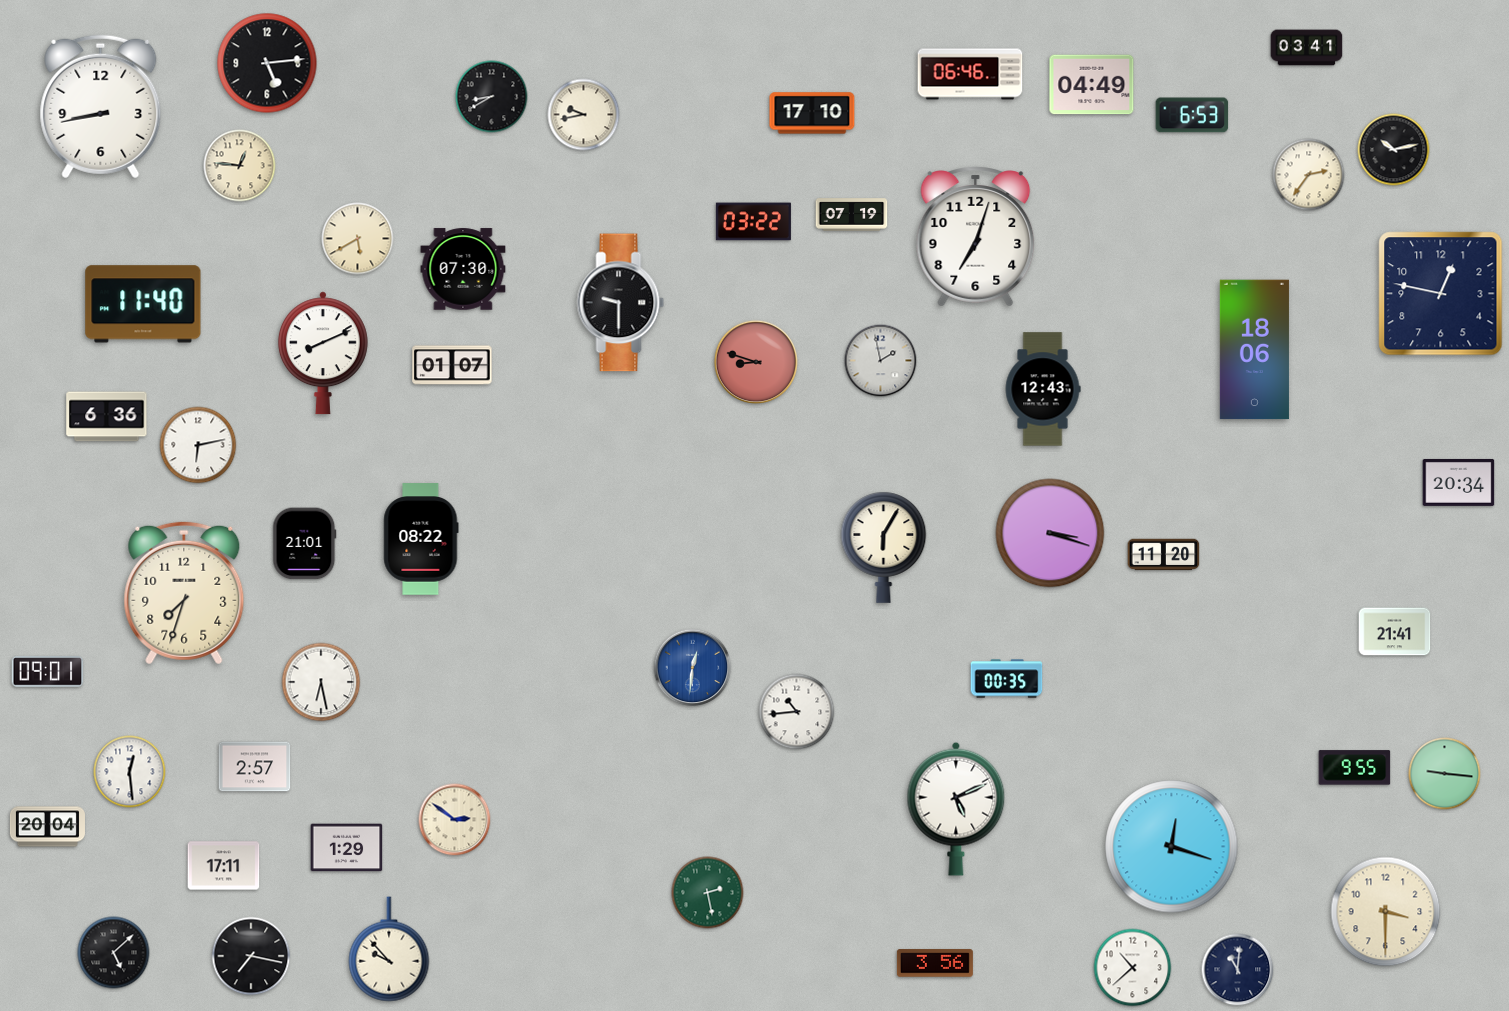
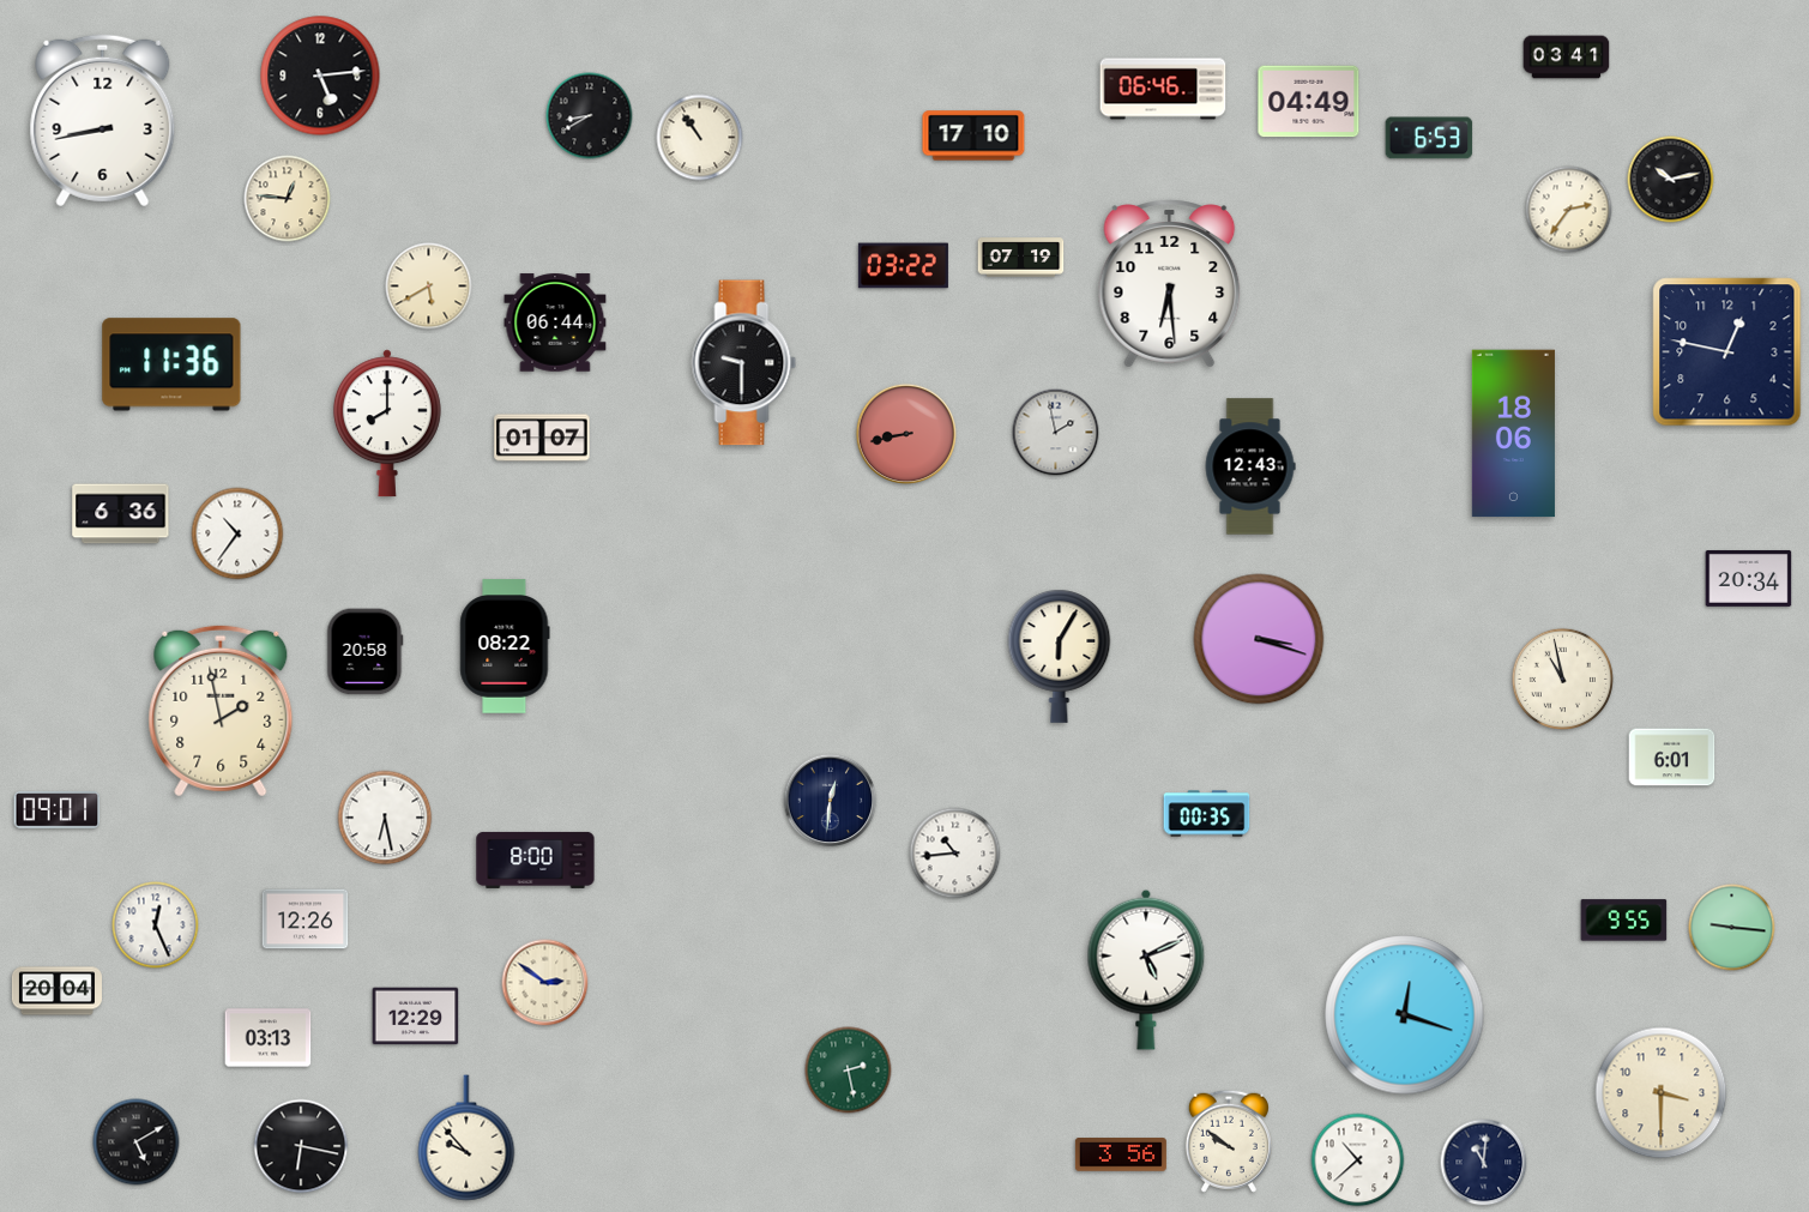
clock at (101, 107) position: (101, 107) -> (103, 121)
clock at (584, 115): 9:43 -> 10:54
clock at (976, 237): 7:03 -> 6:29
clock at (463, 269): 07:30 -> 06:44
clock at (143, 304): 11:40 -> 11:36
clock at (1254, 350) position: (1254, 350) -> (1513, 434)
clock at (323, 353): 8:11 -> 8:00
clock at (756, 362): 8:48 -> 8:43
clock at (107, 417) position: (107, 417) -> (121, 514)
clock at (198, 445): 6:13 -> 10:36
clock at (305, 544): 21:01 -> 20:58
clock at (1164, 555): 11:20 -> none
clock at (1563, 680): none -> 10:58
clock at (184, 593): 7:33 -> 1:58
clock at (1395, 632): 21:41 -> 6:01
clock at (693, 668) dial: blue -> navy
clock at (48, 672) position: (48, 672) -> (58, 810)
clock at (536, 860): none -> 8:00
clock at (255, 767): 2:57 -> 12:26
clock at (130, 772): 12:29 -> 12:26
clock at (347, 848): 1:29 -> 12:29
clock at (224, 866): 17:11 -> 03:13
clock at (1229, 1141): none -> 9:51
clock at (114, 953): 5:08 -> 5:10
clock at (251, 956): 7:17 -> 6:17
